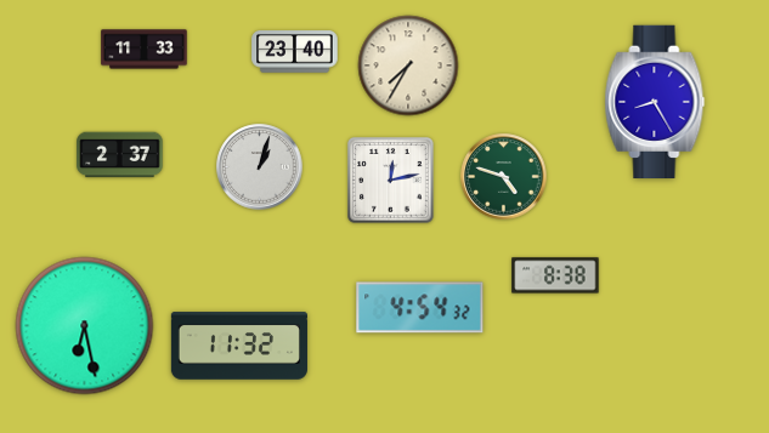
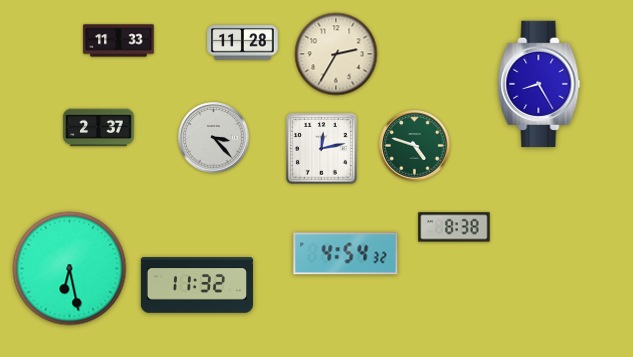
clock at (295, 52): 23:40 -> 11:28
clock at (408, 65): 7:35 -> 2:35
clock at (260, 167): 1:03 -> 3:23
clock at (555, 275) position: (555, 275) -> (454, 227)
